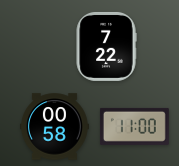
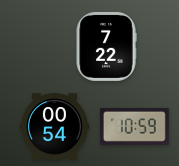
clock at (134, 126): 11:00 -> 10:59
clock at (54, 127): 00:58 -> 00:54
